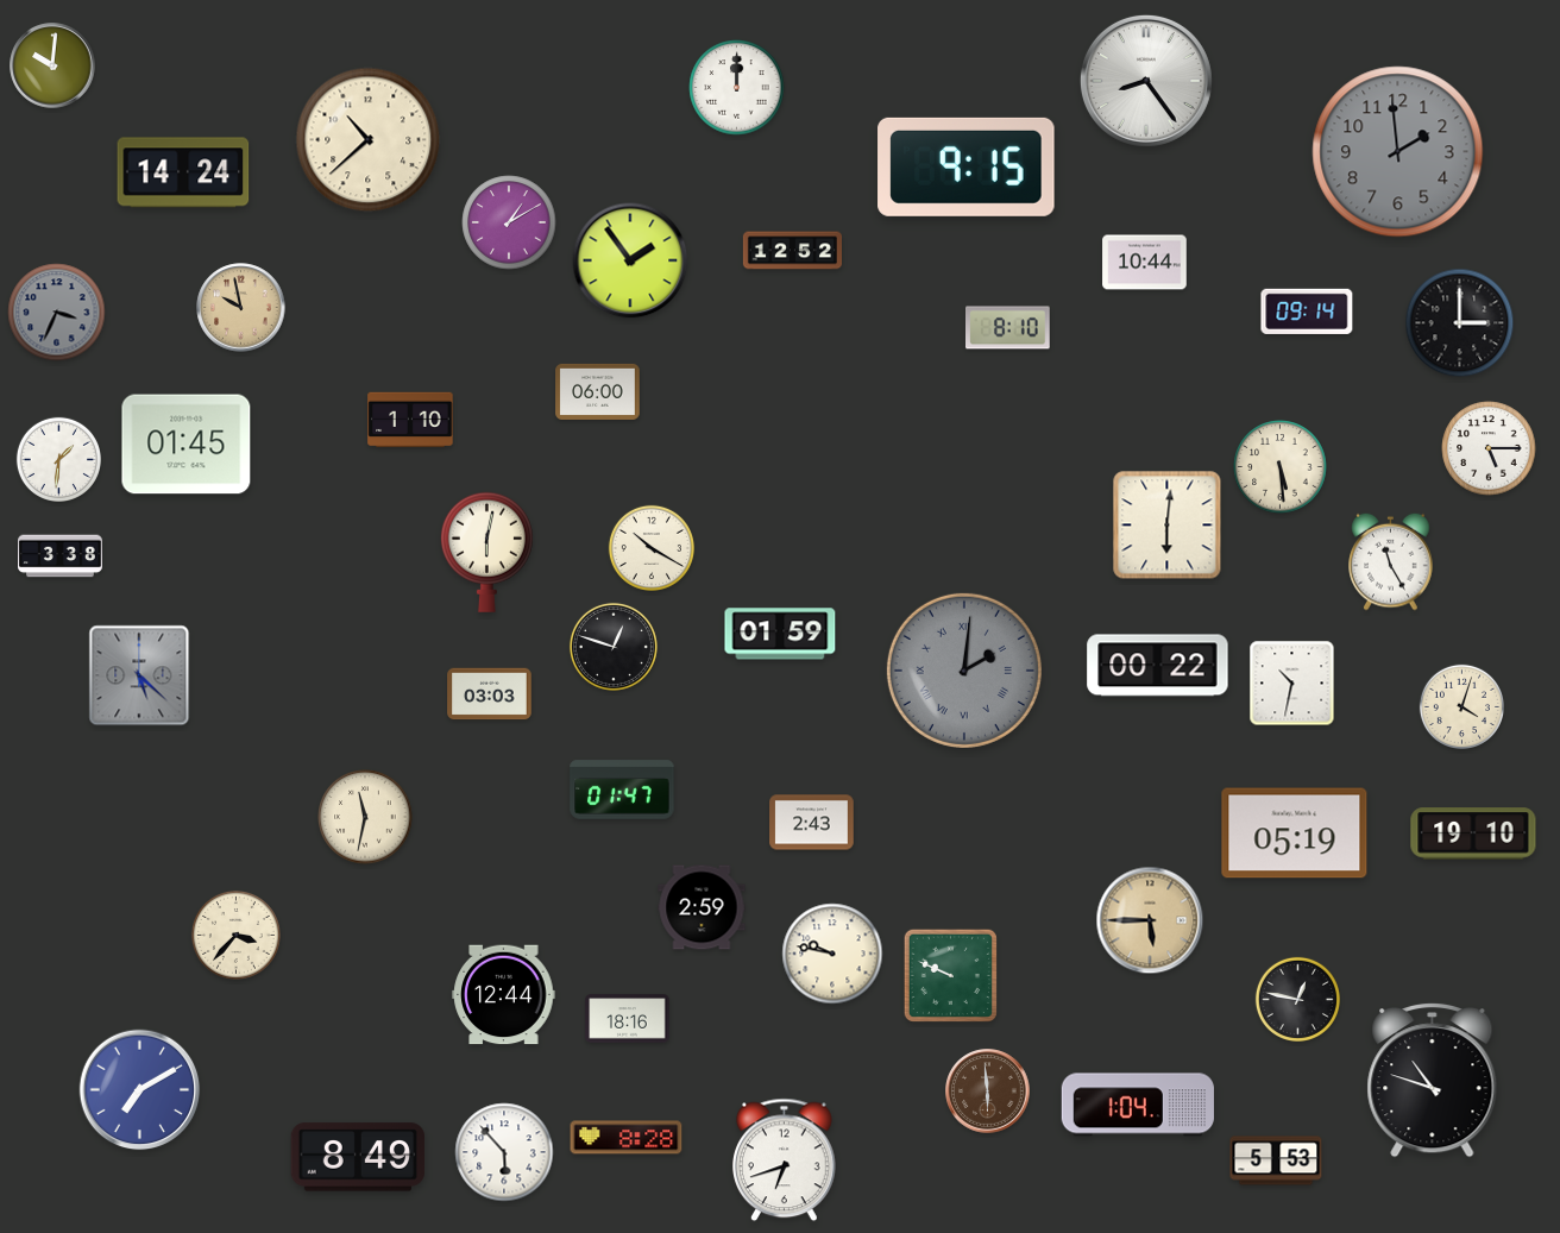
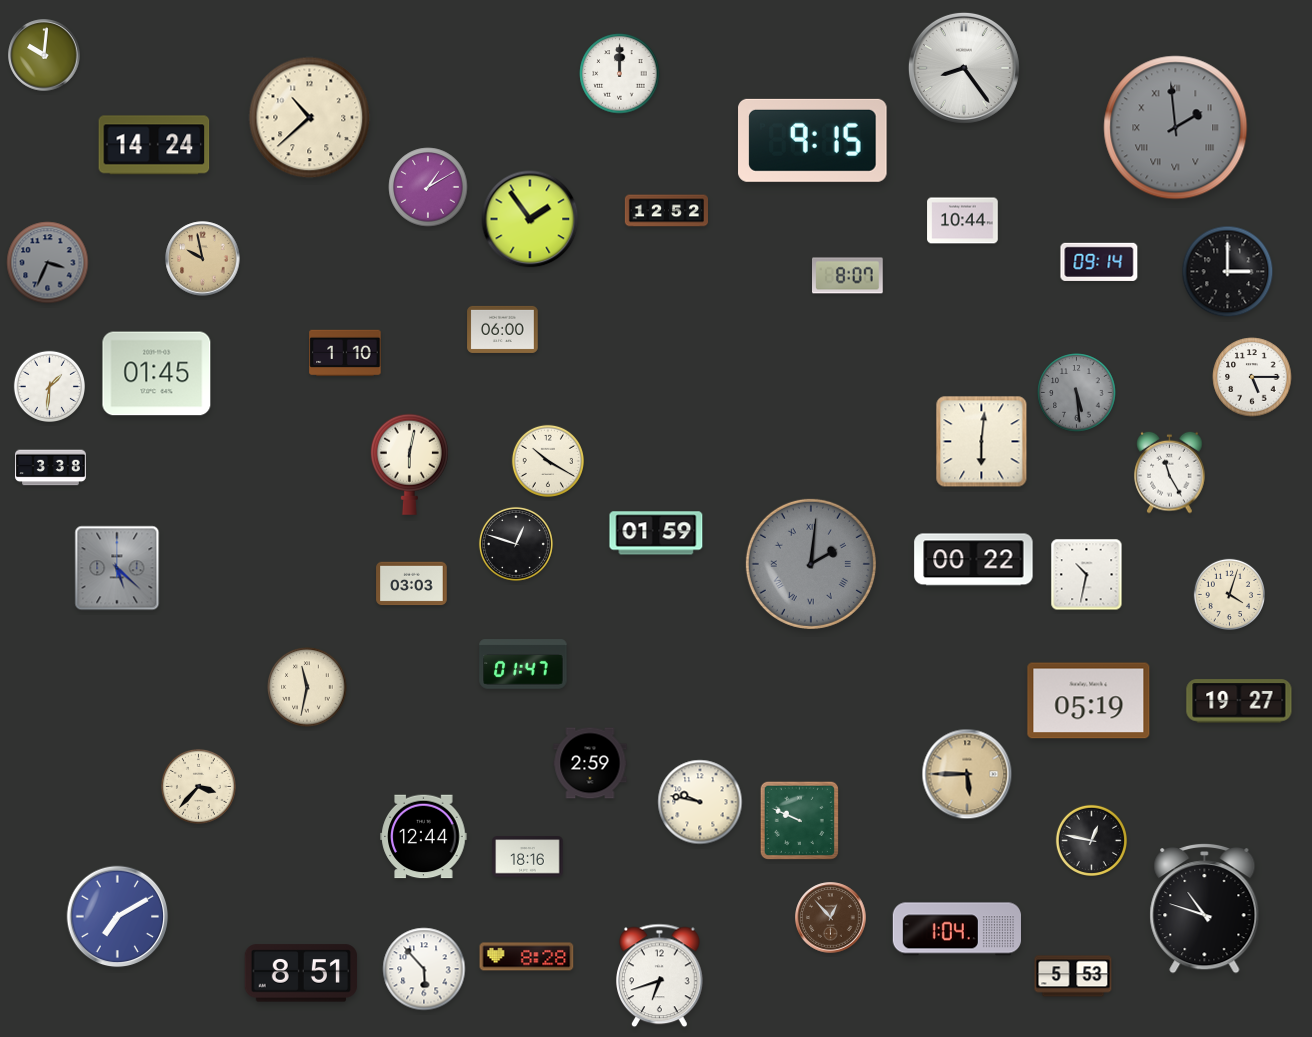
clock at (1398, 152) numerals: Arabic -> Roman
clock at (1008, 328): 8:10 -> 8:07
clock at (1281, 467) dial: cream -> grey
clock at (812, 823): 2:43 -> none
clock at (1473, 833): 19:10 -> 19:27
clock at (988, 1092): 5:59 -> 12:53
clock at (358, 1157): 8:49 -> 8:51
